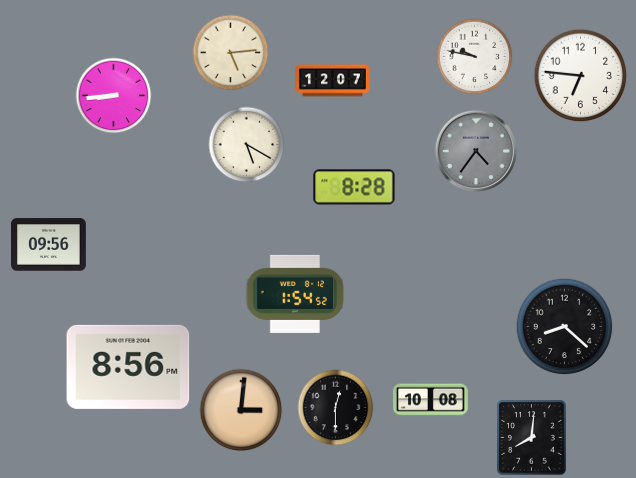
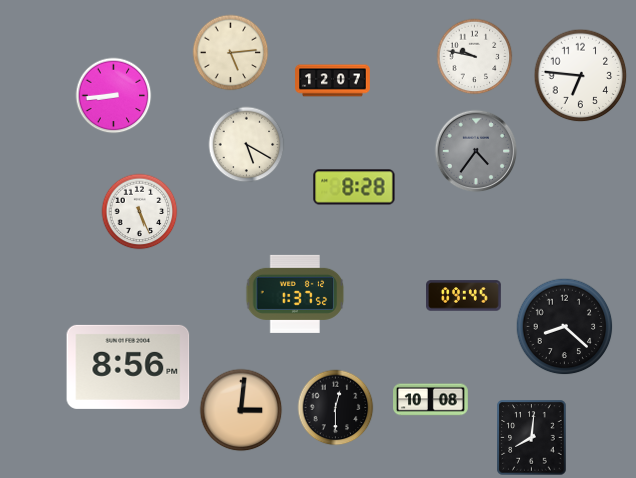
clock at (140, 212): none -> 5:26
clock at (49, 245): 09:56 -> none
clock at (295, 294): 1:54 -> 1:37
clock at (464, 296): none -> 09:45
